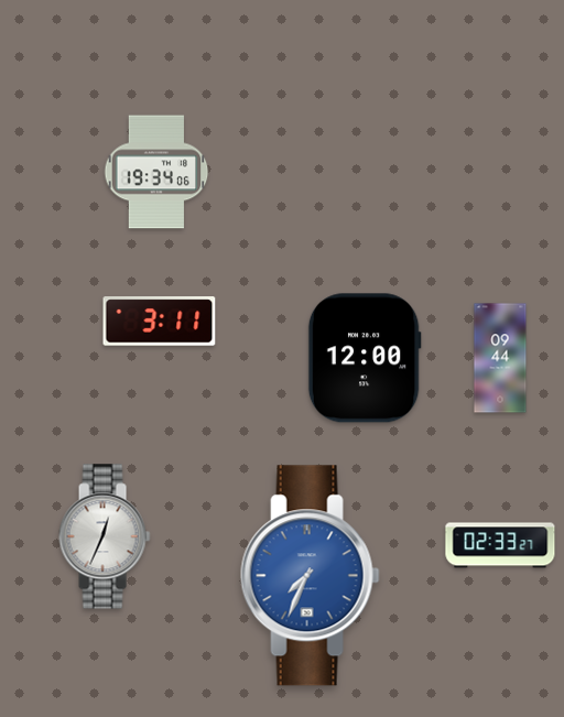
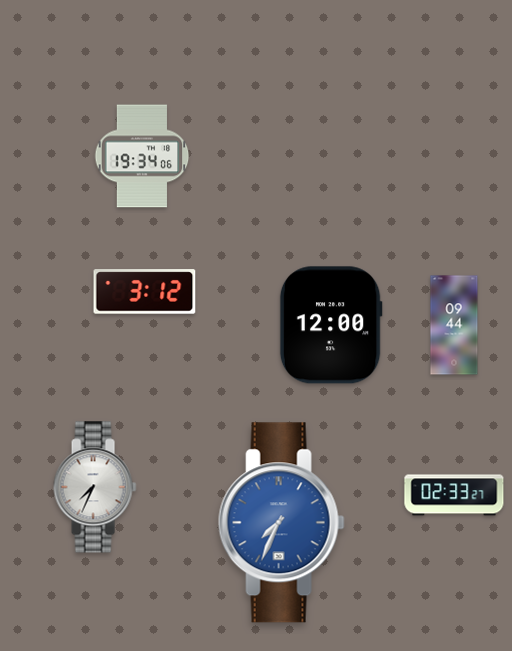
clock at (160, 322): 3:11 -> 3:12
clock at (105, 536): 12:34 -> 7:34
